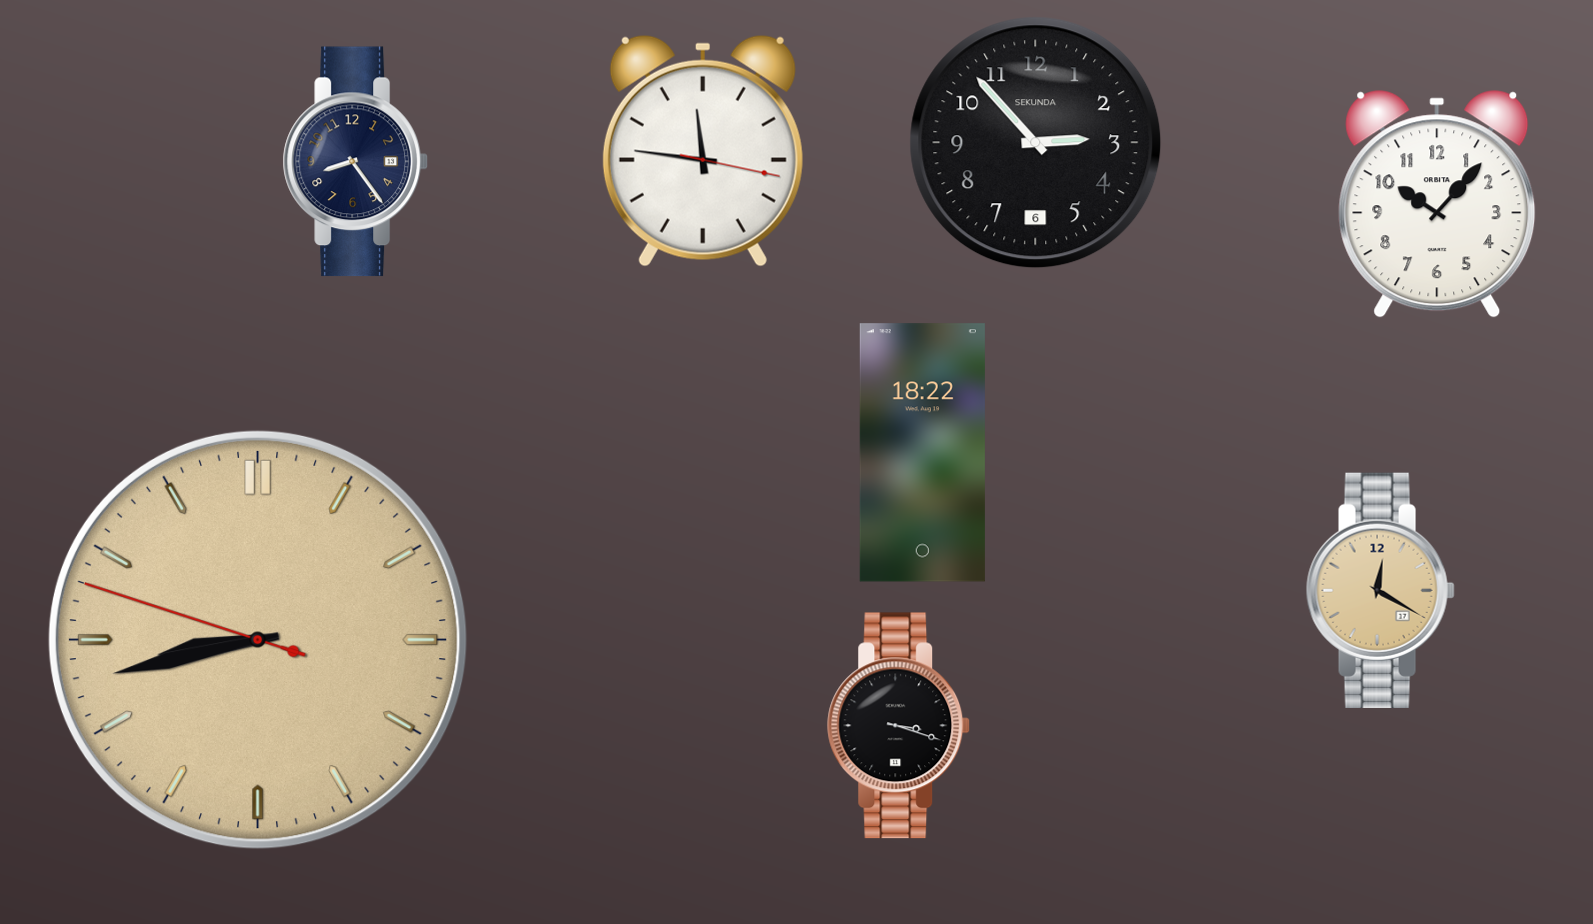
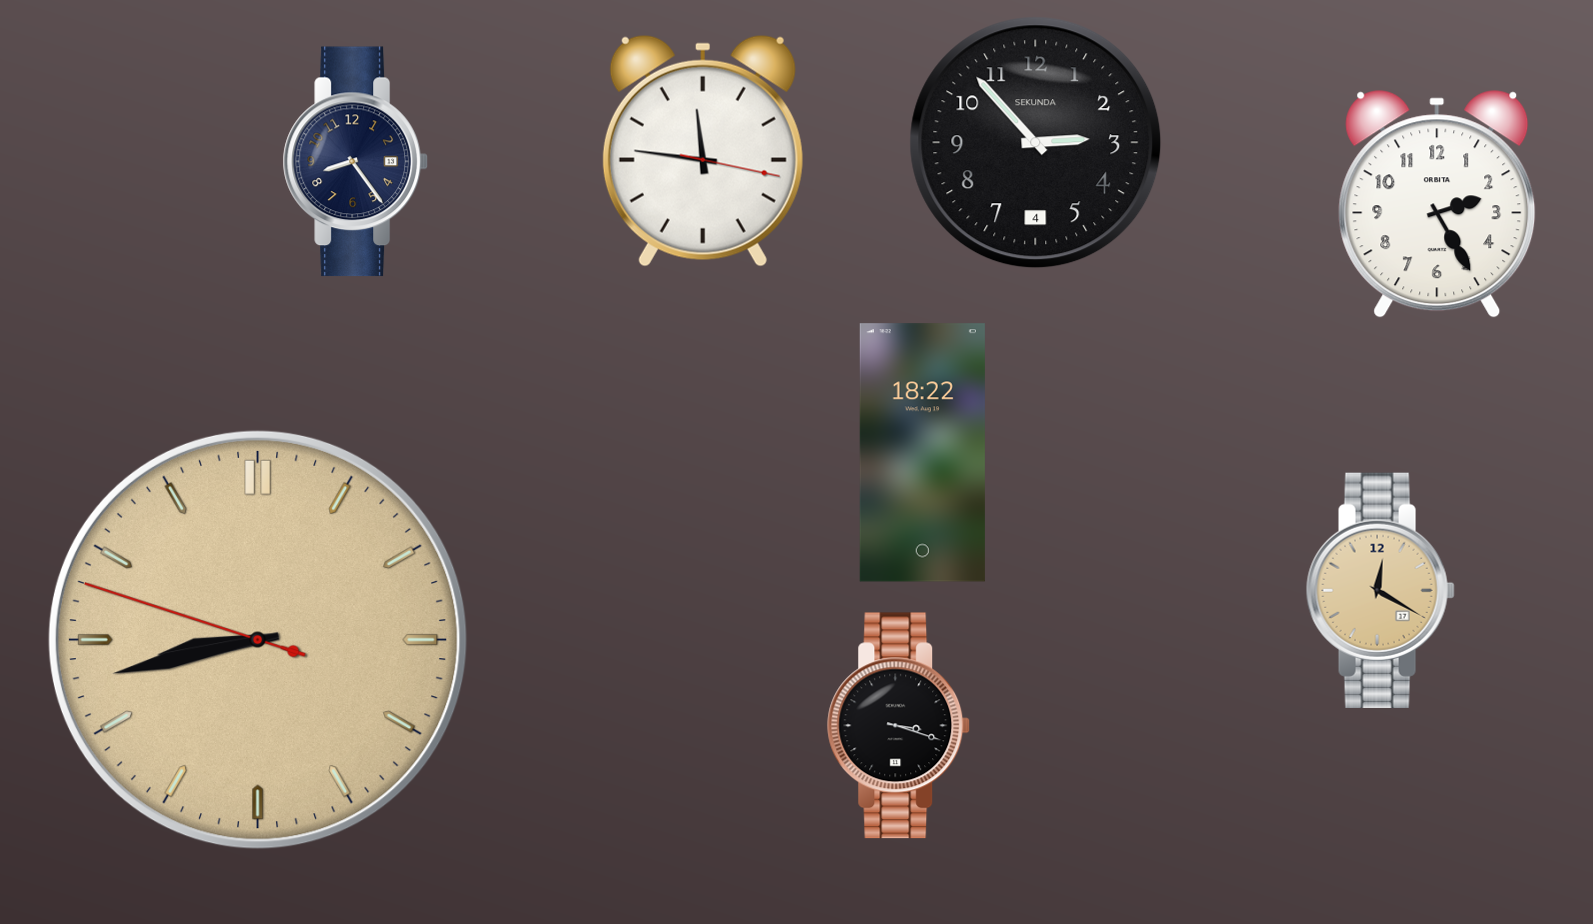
clock at (1036, 143) date: 6 -> 4
clock at (1437, 204): 10:07 -> 2:25
